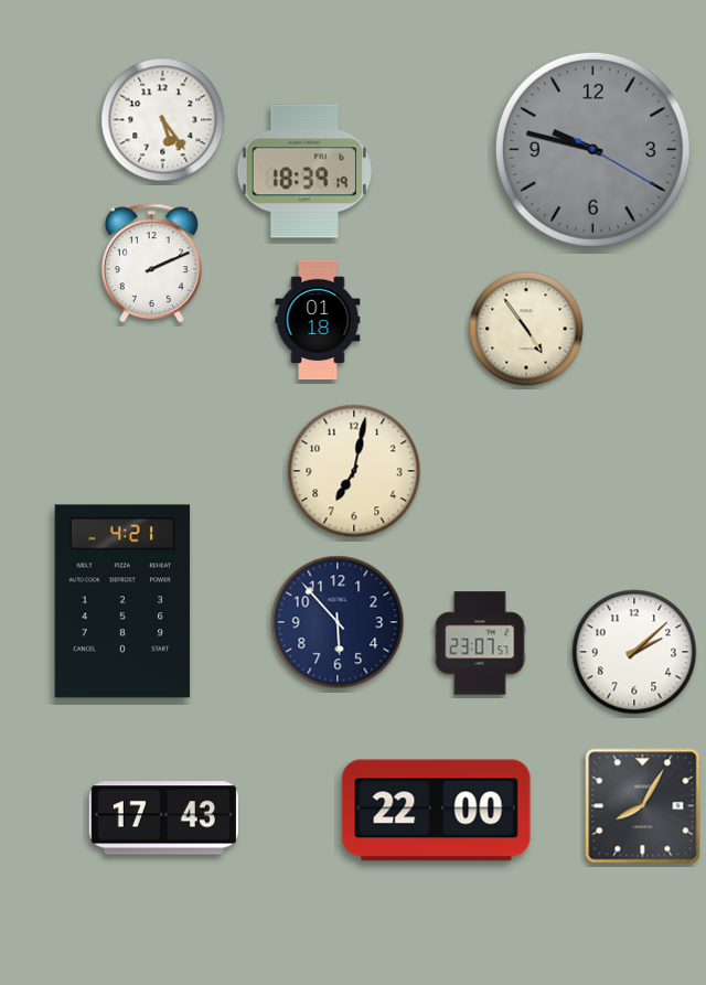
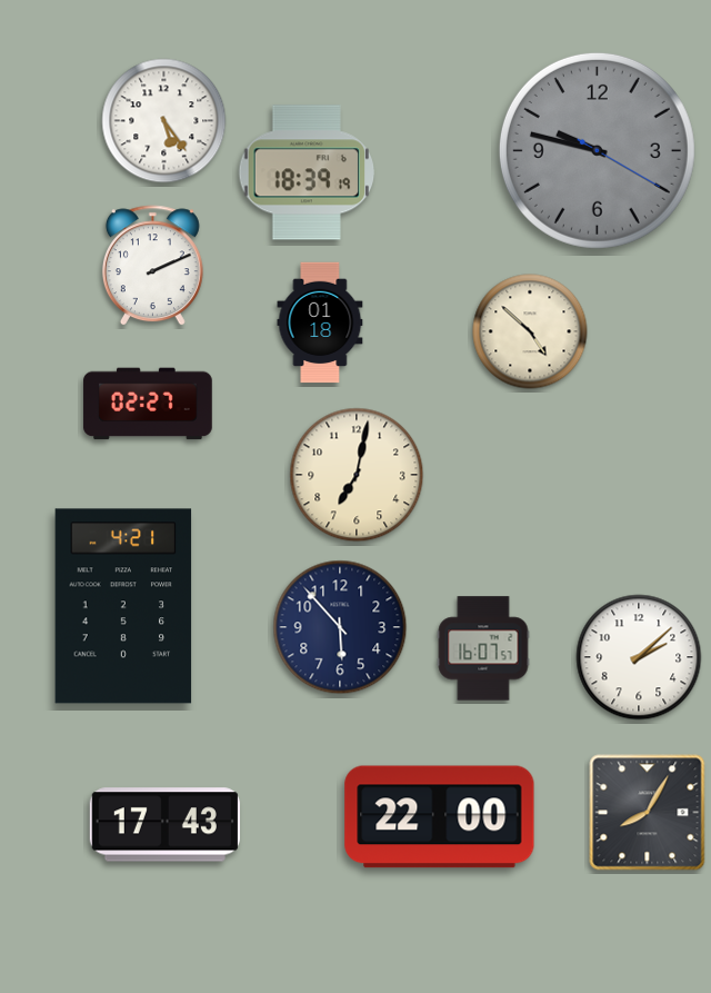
clock at (526, 329): 4:54 -> 4:52
clock at (148, 404): none -> 02:27
clock at (480, 643): 23:07 -> 16:07
